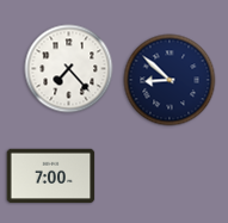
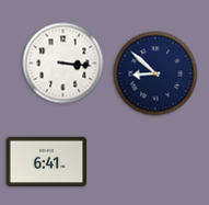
clock at (69, 69): 7:23 -> 3:16
clock at (51, 176): 7:00 -> 6:41
